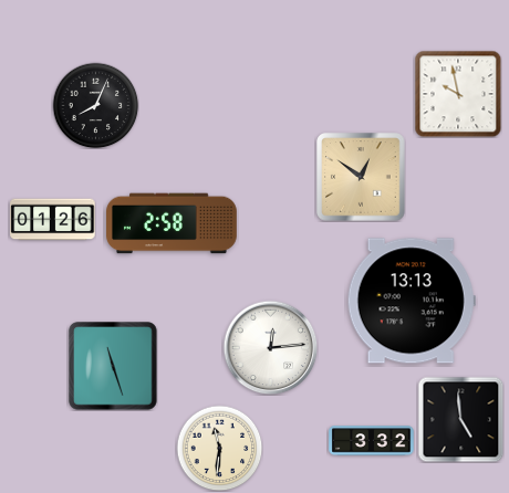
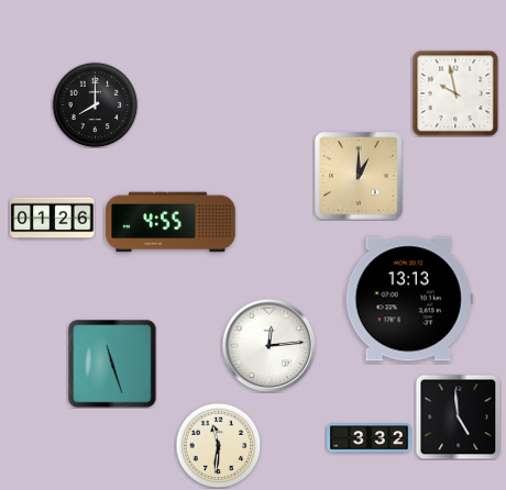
clock at (95, 105): 8:04 -> 8:00
clock at (361, 177): 12:51 -> 1:00
clock at (172, 223): 2:58 -> 4:55
